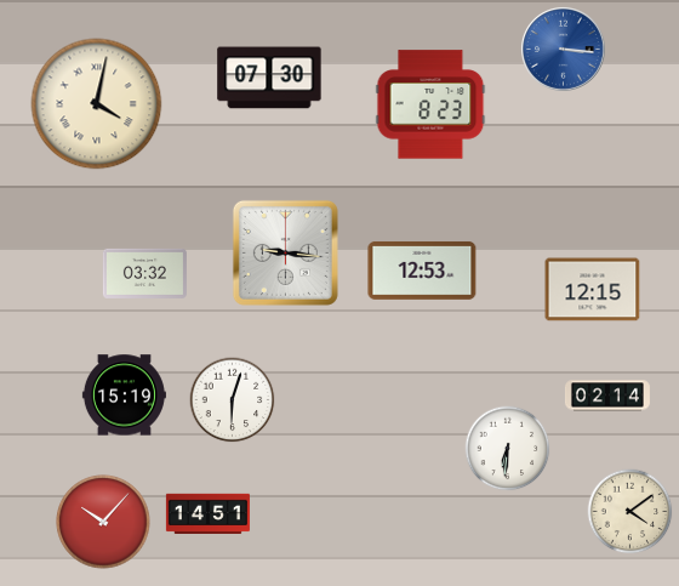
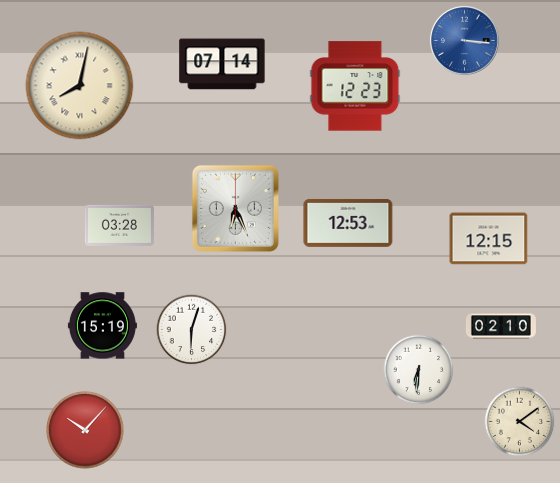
clock at (269, 78): 07:30 -> 07:14
clock at (97, 104): 4:02 -> 8:02
clock at (430, 104): 8:23 -> 12:23
clock at (285, 252): 9:16 -> 6:26
clock at (144, 273): 03:32 -> 03:28
clock at (607, 396): 02:14 -> 02:10
clock at (207, 513): 14:51 -> none
